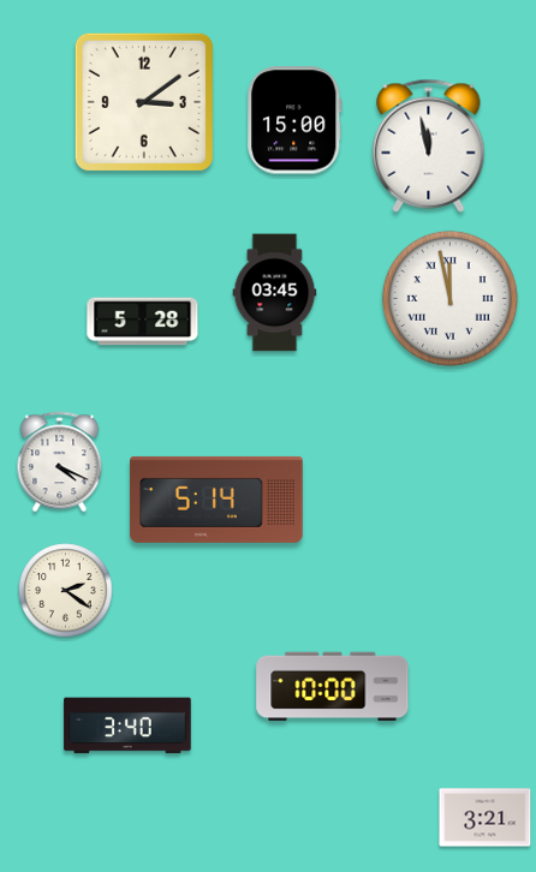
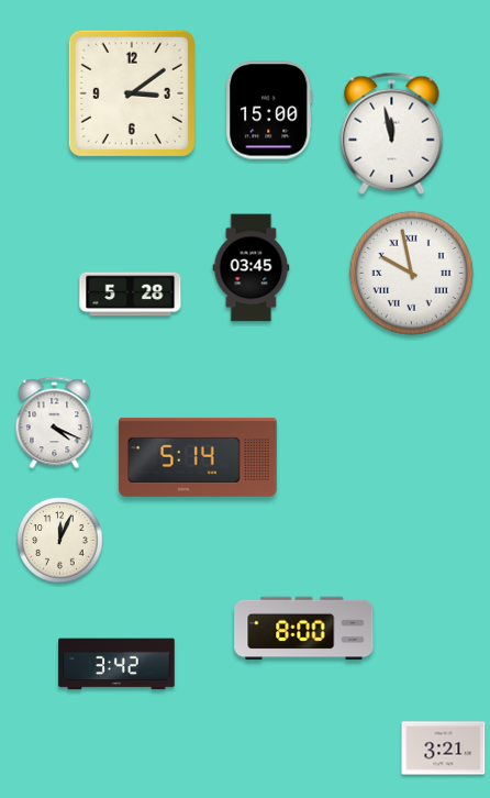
clock at (449, 298): 11:58 -> 9:58
clock at (66, 591): 2:21 -> 12:04
clock at (333, 687): 10:00 -> 8:00
clock at (127, 725): 3:40 -> 3:42
